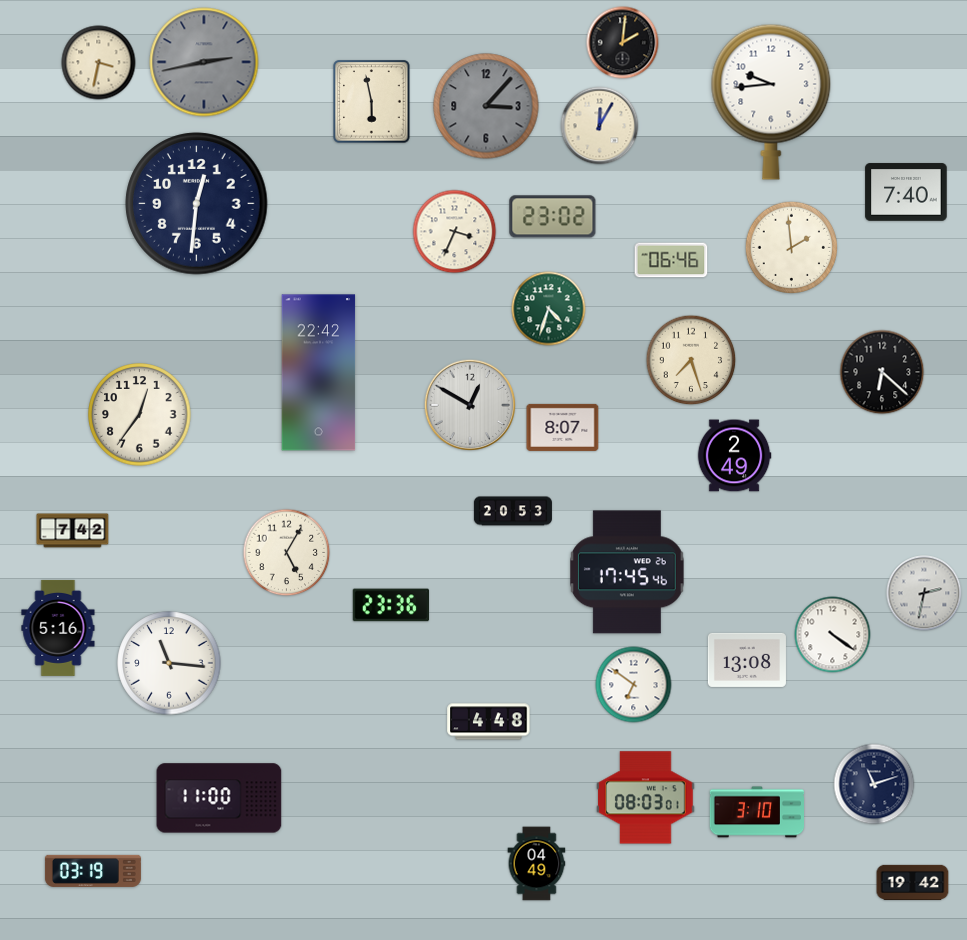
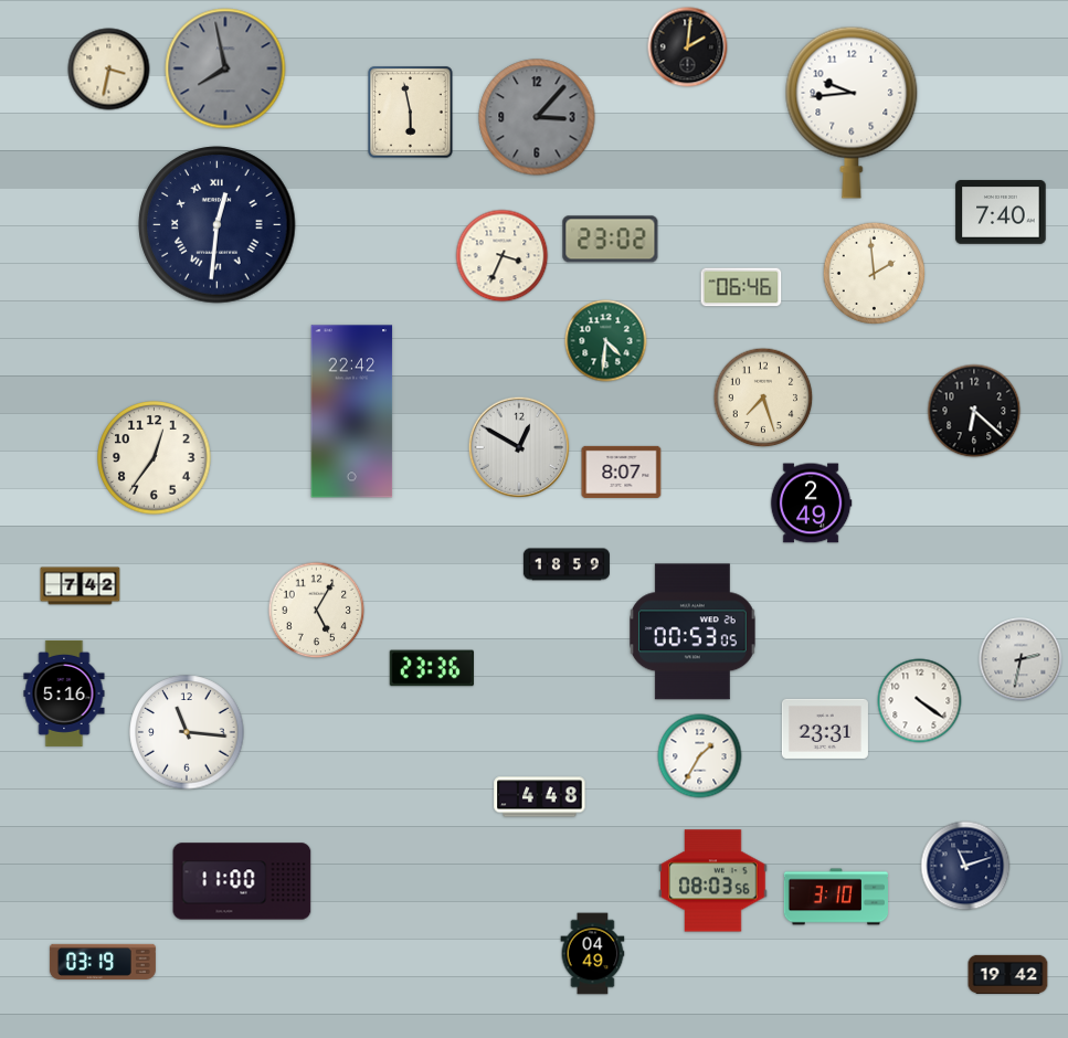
clock at (204, 62): 2:43 -> 7:58
clock at (600, 126): 12:05 -> none
clock at (197, 204) numerals: Arabic -> Roman
clock at (549, 309): 4:33 -> 4:31
clock at (513, 511): 20:53 -> 18:59
clock at (628, 572): 17:45 -> 00:53
clock at (924, 593) position: (924, 593) -> (1021, 659)
clock at (747, 660): 13:08 -> 23:31
clock at (634, 685): 6:51 -> 1:35
clock at (646, 798): 08:03:01 -> 08:03:56
